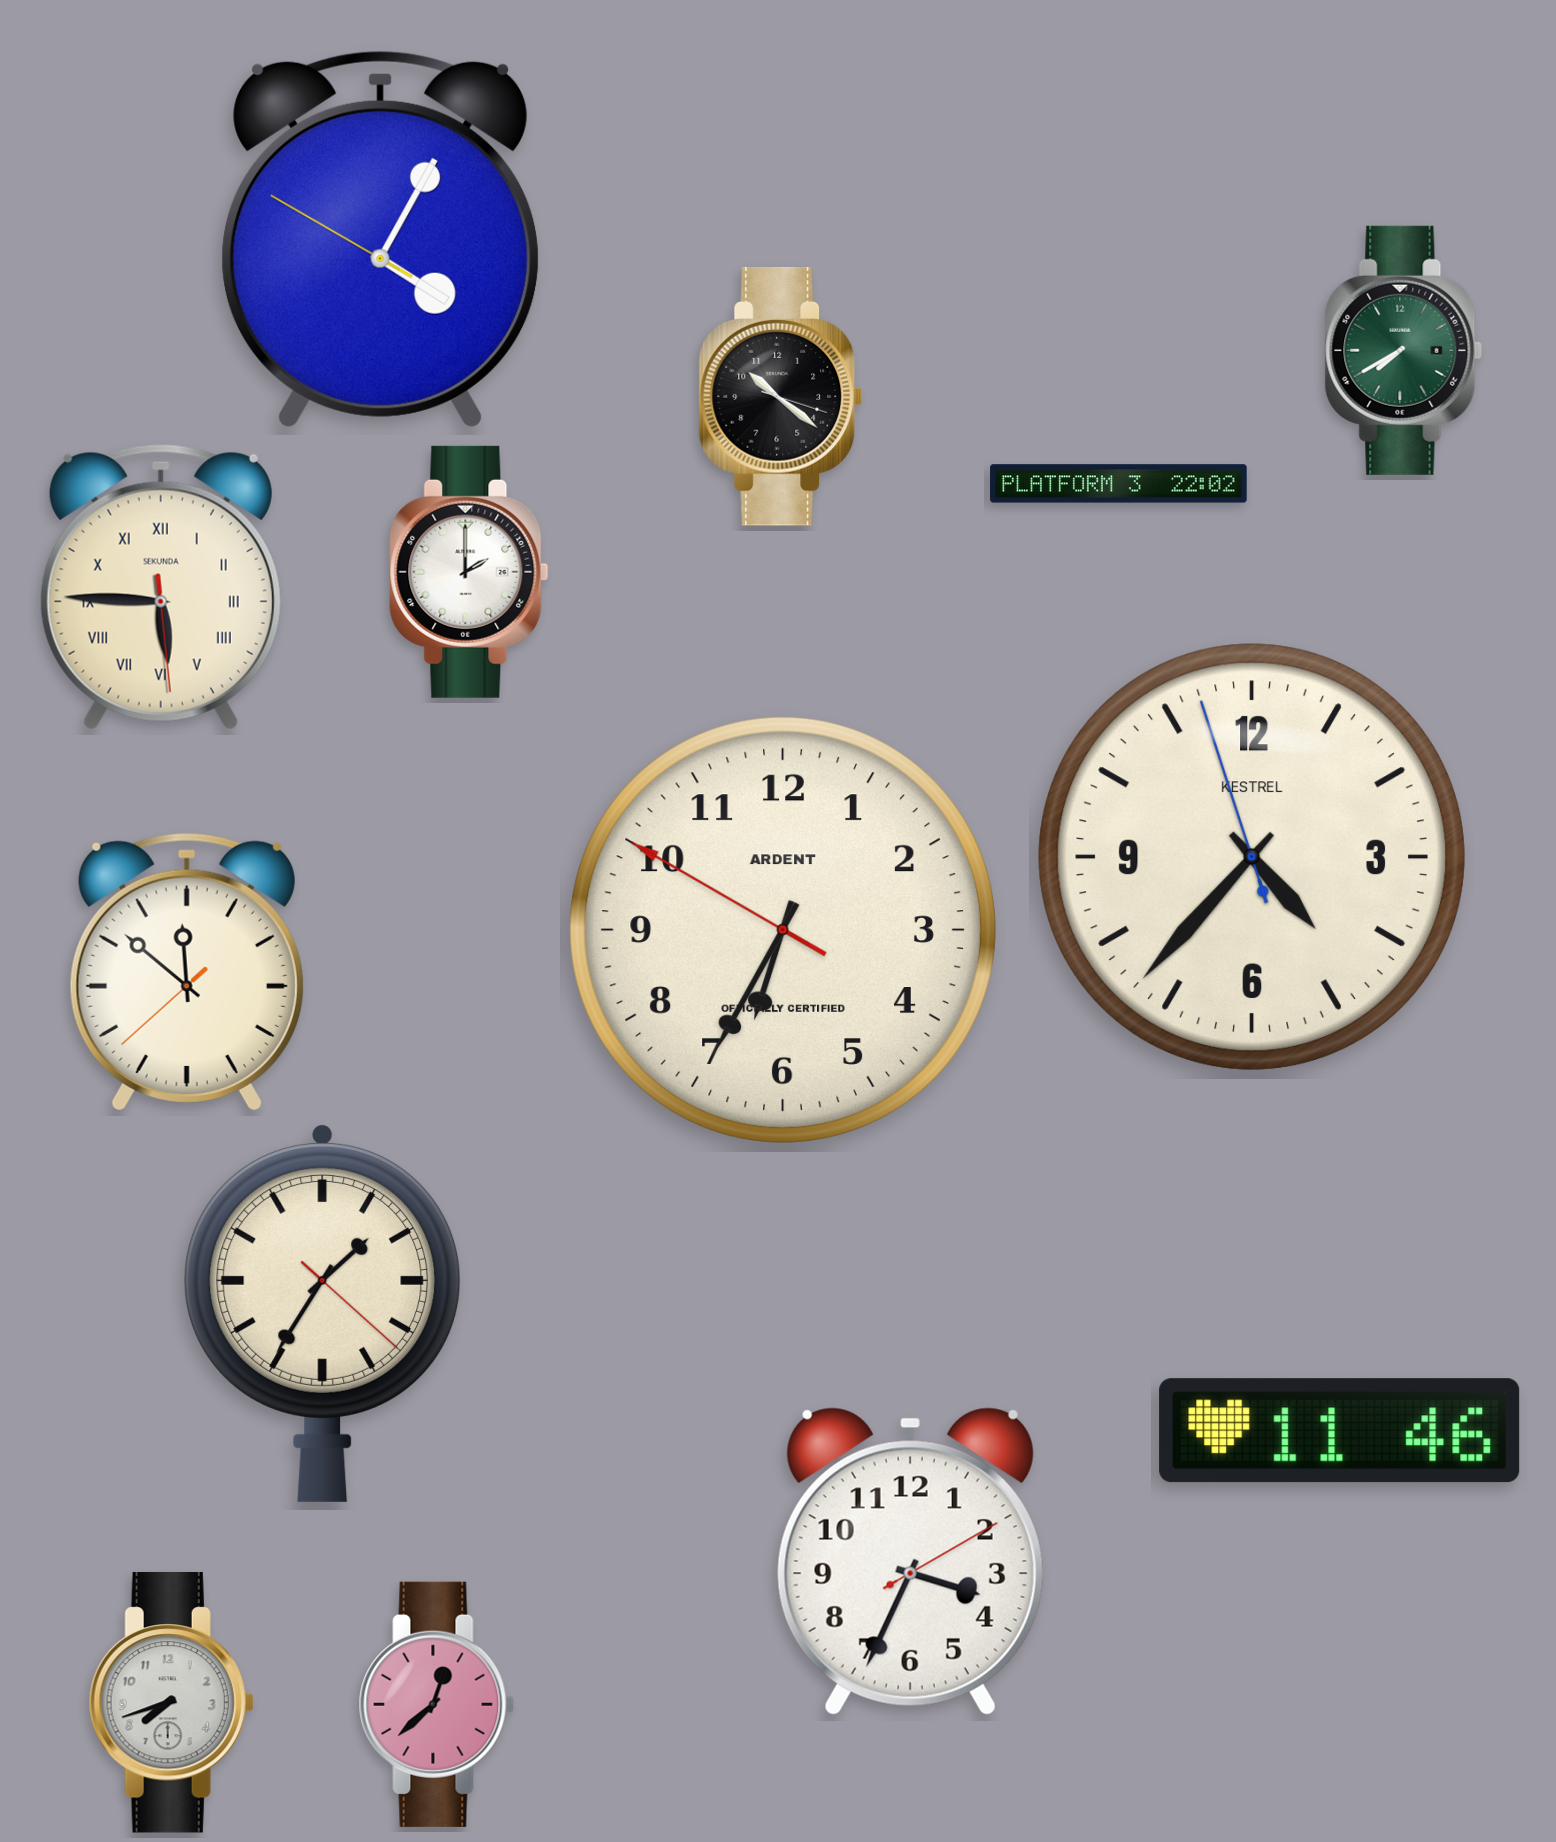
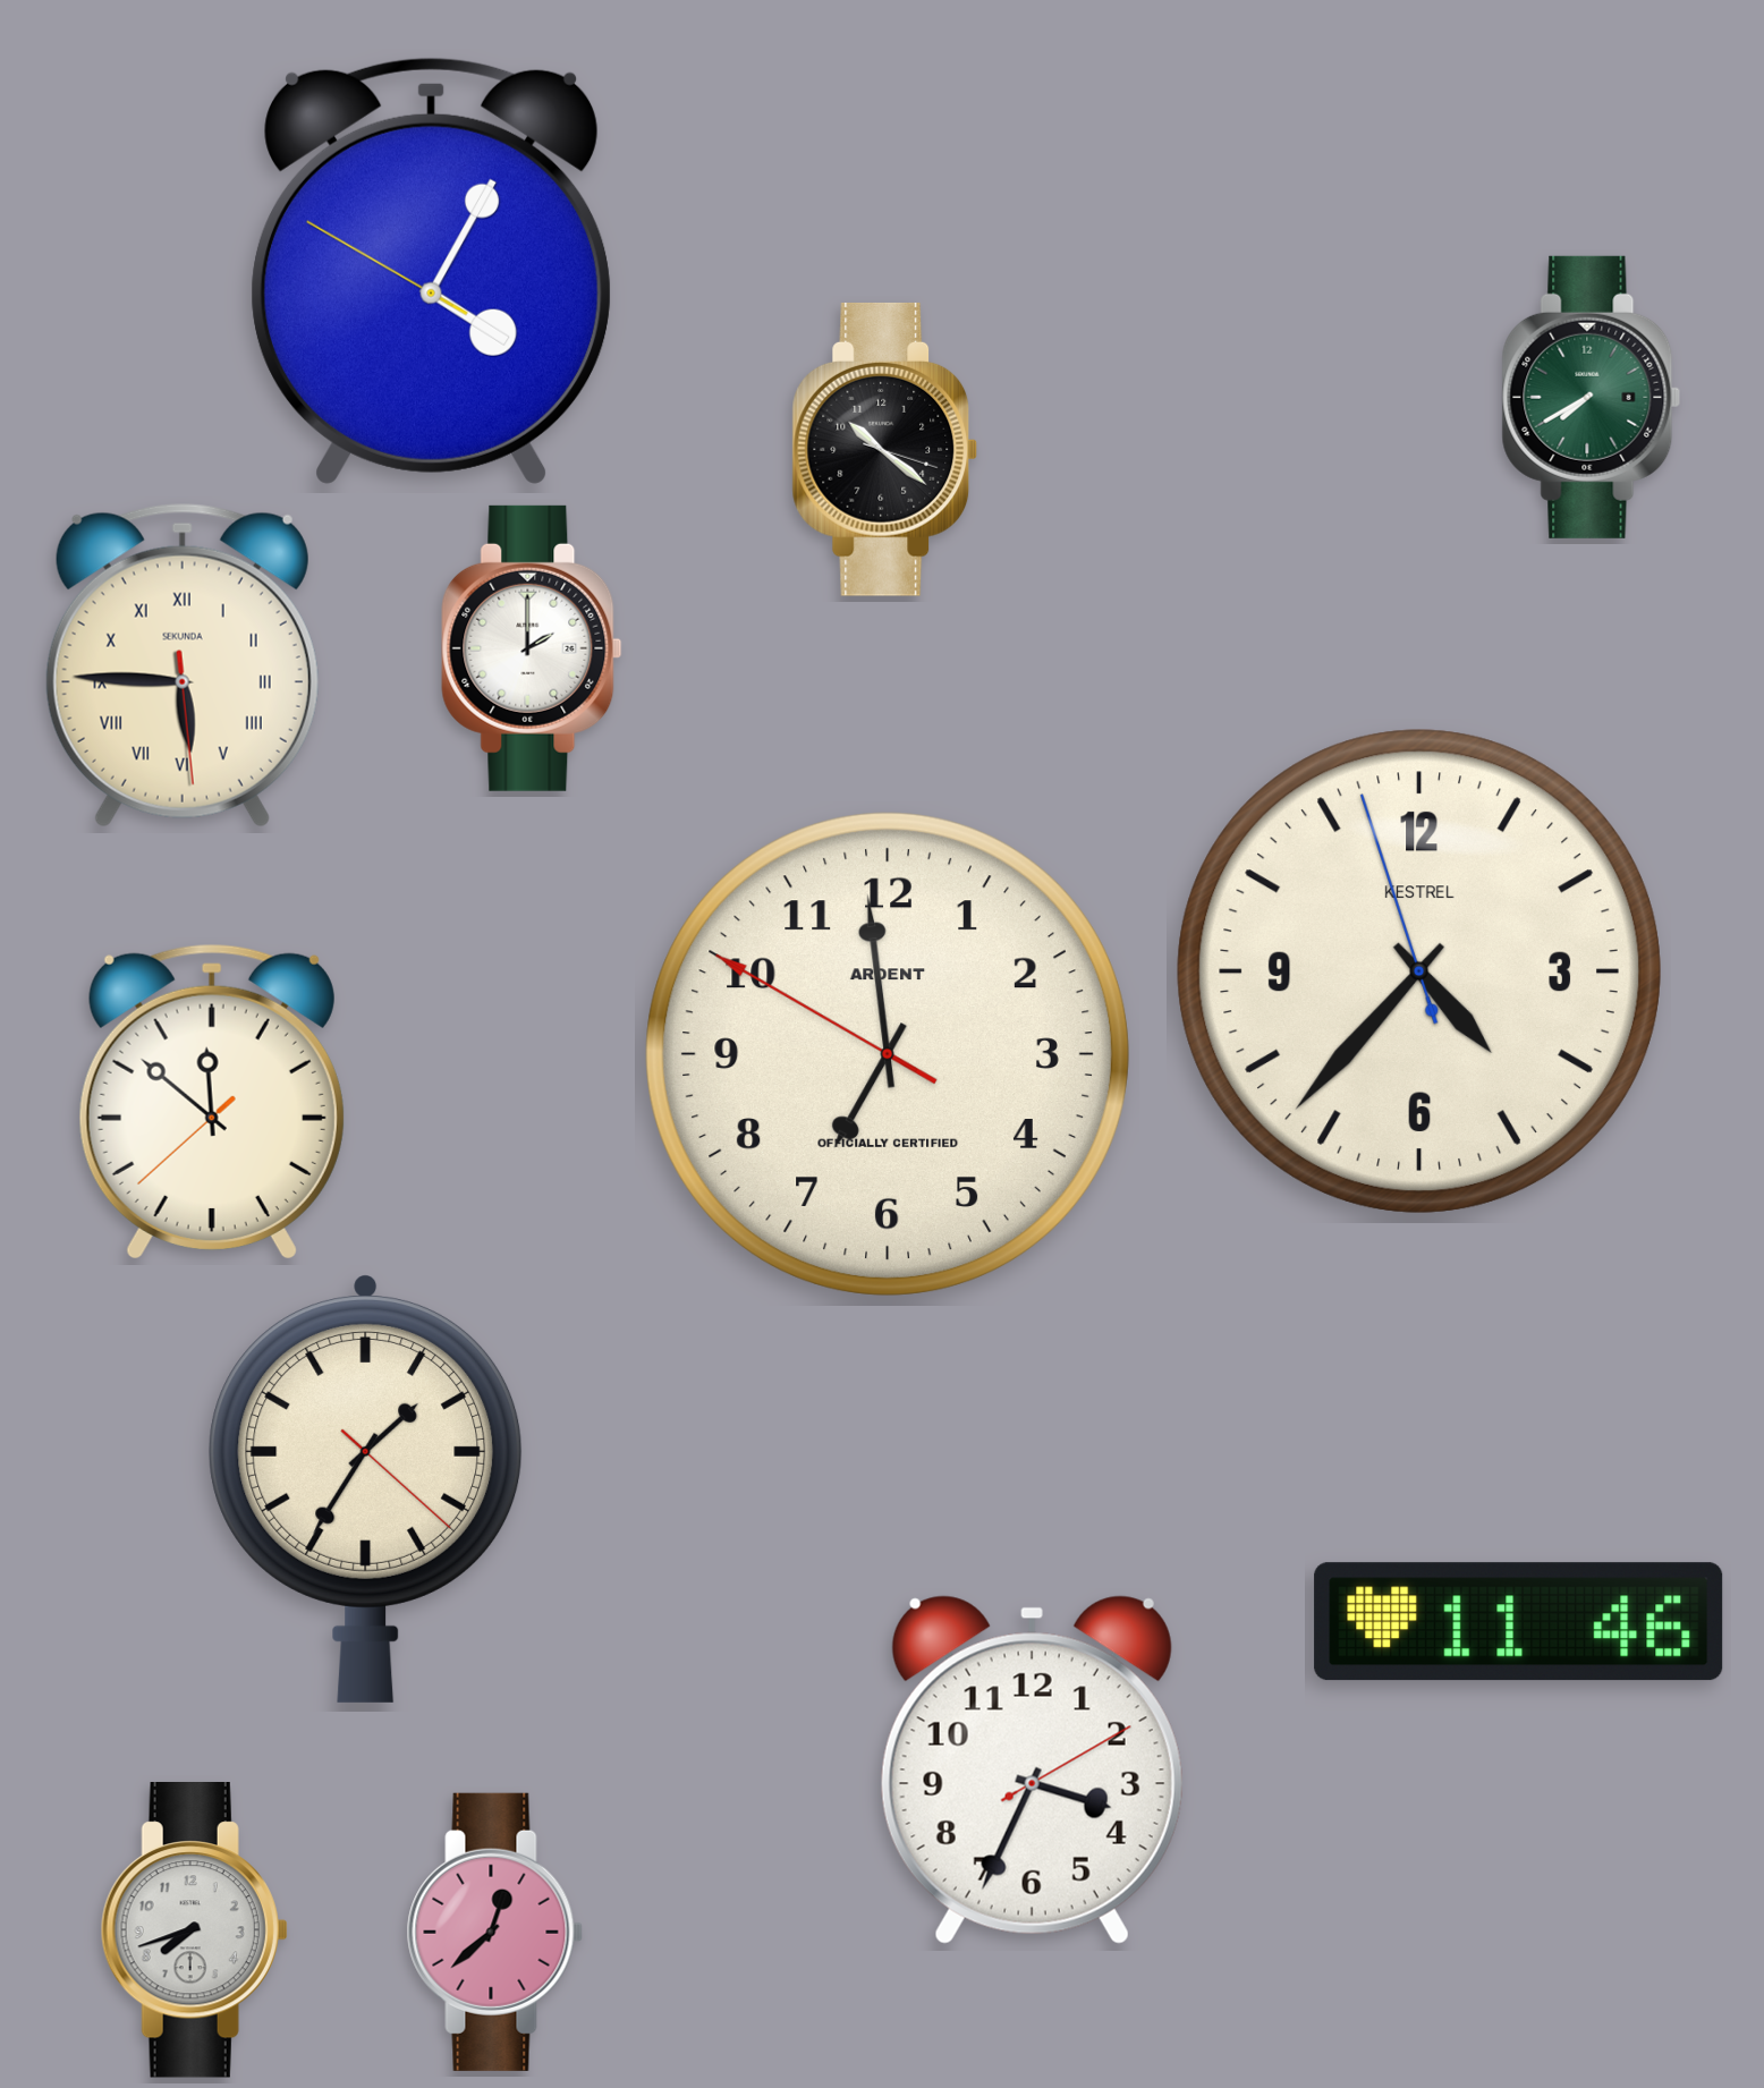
clock at (1119, 484): 22:02 -> none
clock at (783, 930): 6:34 -> 6:58
